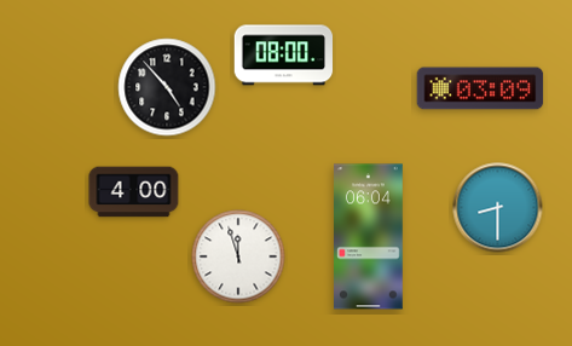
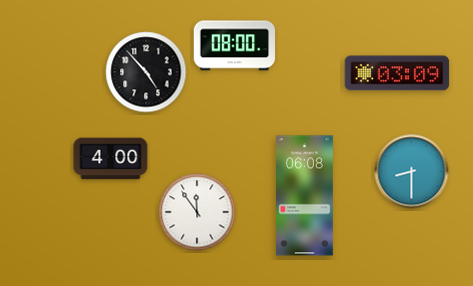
clock at (167, 87) position: (167, 87) -> (146, 72)
clock at (369, 237): 06:04 -> 06:08
clock at (238, 256): 11:57 -> 11:54
